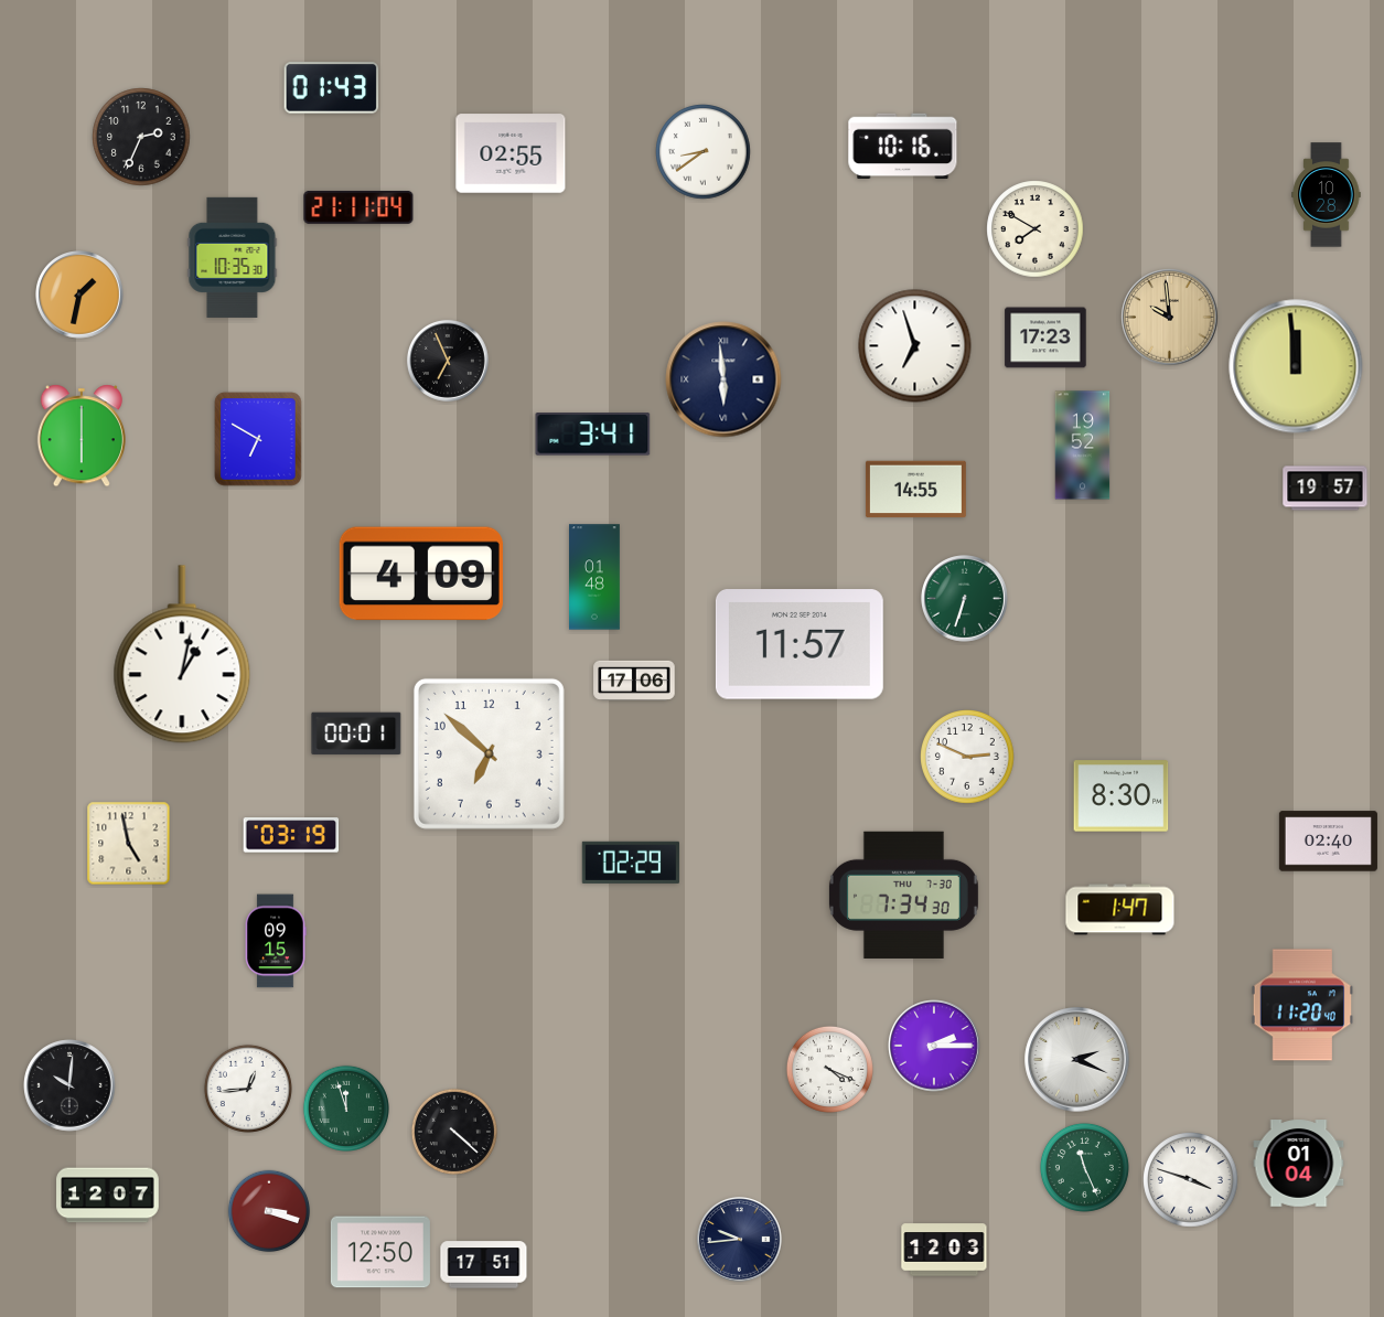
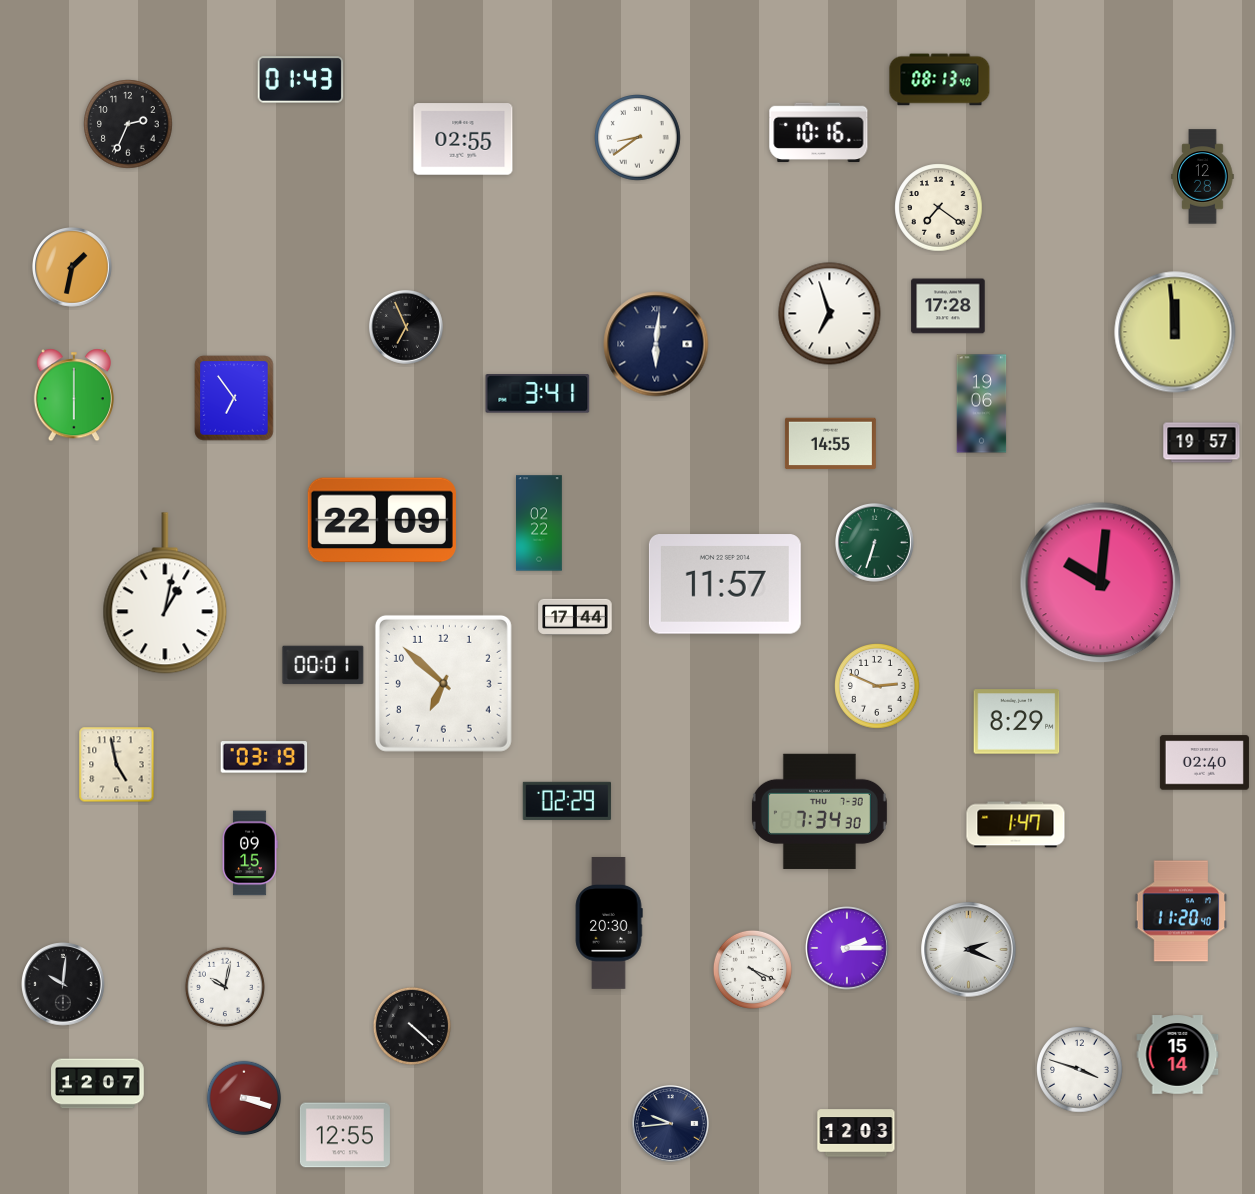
clock at (940, 80): none -> 08:13
clock at (1327, 195): 10:28 -> 12:28
clock at (358, 207): 21:11 -> none
clock at (1036, 229): 7:50 -> 7:21
clock at (233, 257): 10:35 -> none
clock at (1170, 318): 9:59 -> none
clock at (1045, 338): 17:23 -> 17:28
clock at (723, 379): 5:59 -> 6:01
clock at (258, 439): 6:50 -> 6:54
clock at (1083, 446): 19:52 -> 19:06
clock at (421, 574): 4:09 -> 22:09
clock at (594, 577): 01:48 -> 02:22
clock at (1101, 583): none -> 10:01
clock at (634, 681): 17:06 -> 17:44
clock at (1122, 796): 8:30 -> 8:29
clock at (631, 863) position: (631, 863) -> (567, 801)
clock at (609, 924): none -> 20:30
clock at (1077, 1060) position: (1077, 1060) -> (969, 950)
clock at (248, 1089): 12:44 -> 10:02
clock at (346, 1109): 11:57 -> none
clock at (1299, 1164): 01:04 -> 15:14
clock at (1084, 1167): 11:26 -> none
clock at (380, 1252): 12:50 -> 12:55
clock at (484, 1265): 17:51 -> none
